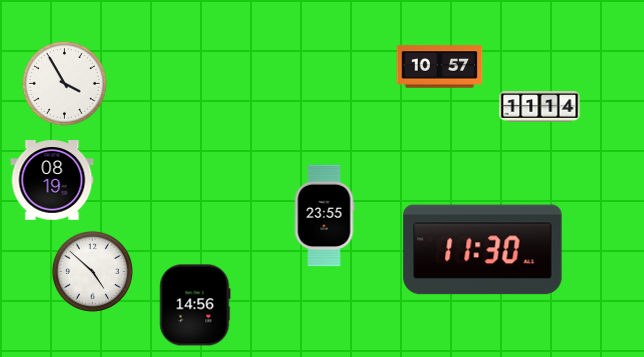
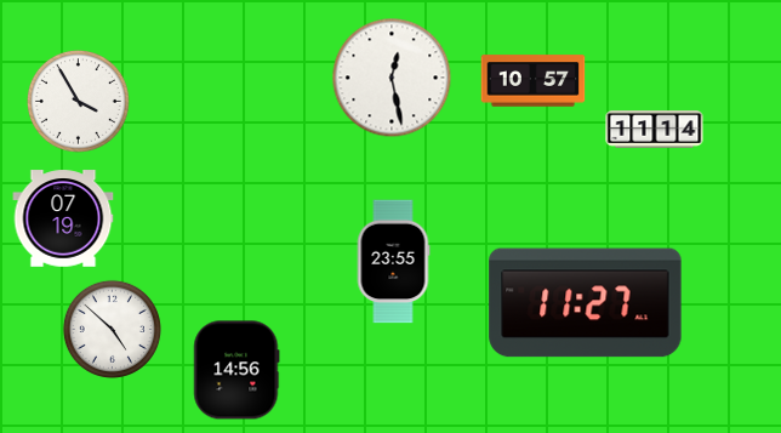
clock at (392, 78): none -> 12:28
clock at (52, 180): 08:19 -> 07:19
clock at (483, 250): 11:30 -> 11:27
